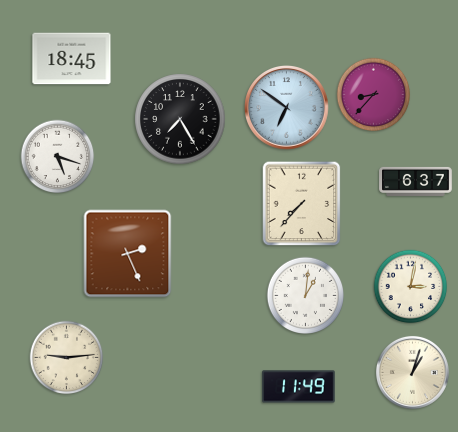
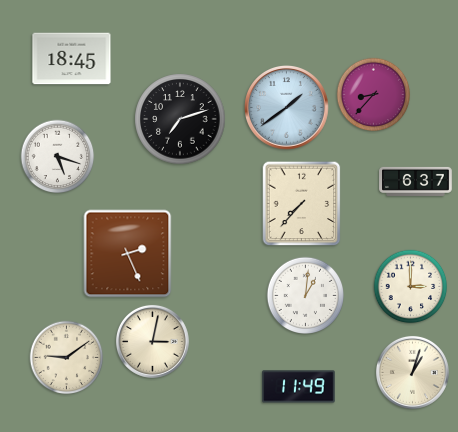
clock at (287, 108): 6:51 -> 1:39
clock at (180, 119): 7:25 -> 7:12
clock at (411, 287): 3:02 -> 3:00
clock at (152, 341): none -> 3:02
clock at (67, 358): 9:14 -> 9:09
